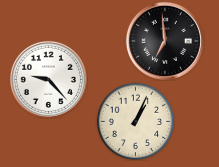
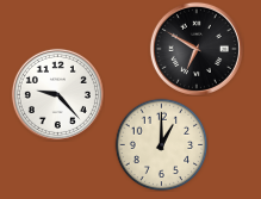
clock at (165, 41): 6:59 -> 6:50
clock at (135, 121): 1:04 -> 1:00
